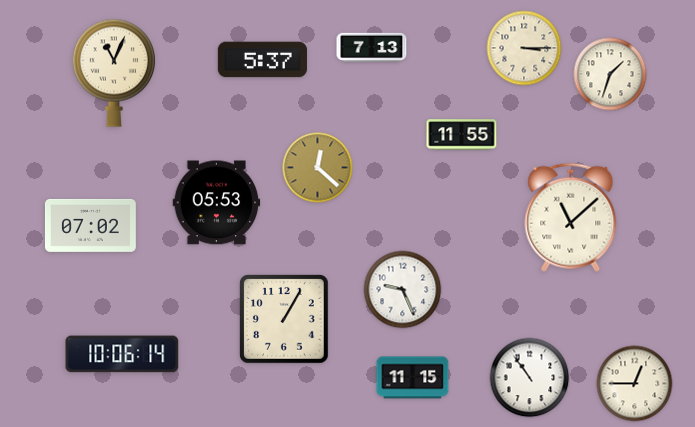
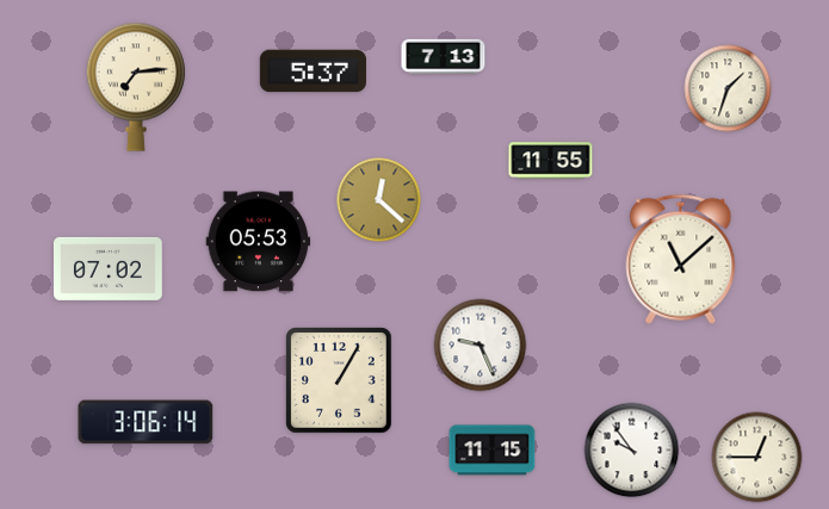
clock at (524, 48): 3:15 -> none
clock at (114, 73): 11:04 -> 7:14
clock at (122, 354): 10:06 -> 3:06
clock at (530, 378): 10:54 -> 9:54
